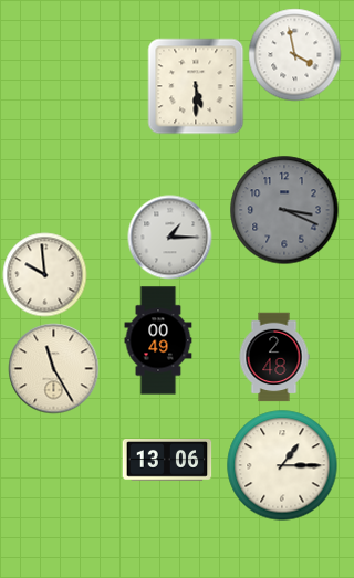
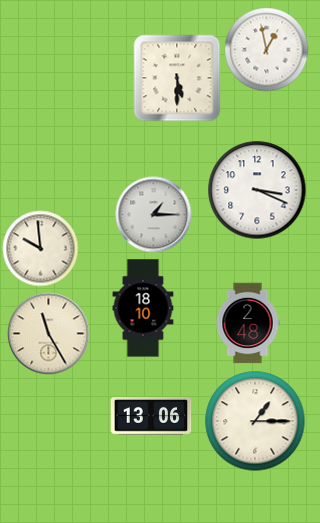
clock at (295, 55): 3:58 -> 12:58
clock at (284, 210) dial: grey -> white
clock at (158, 340): 00:49 -> 18:10
